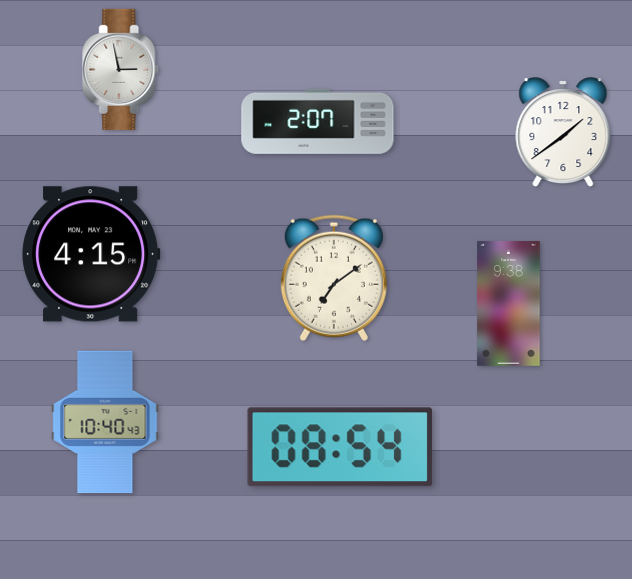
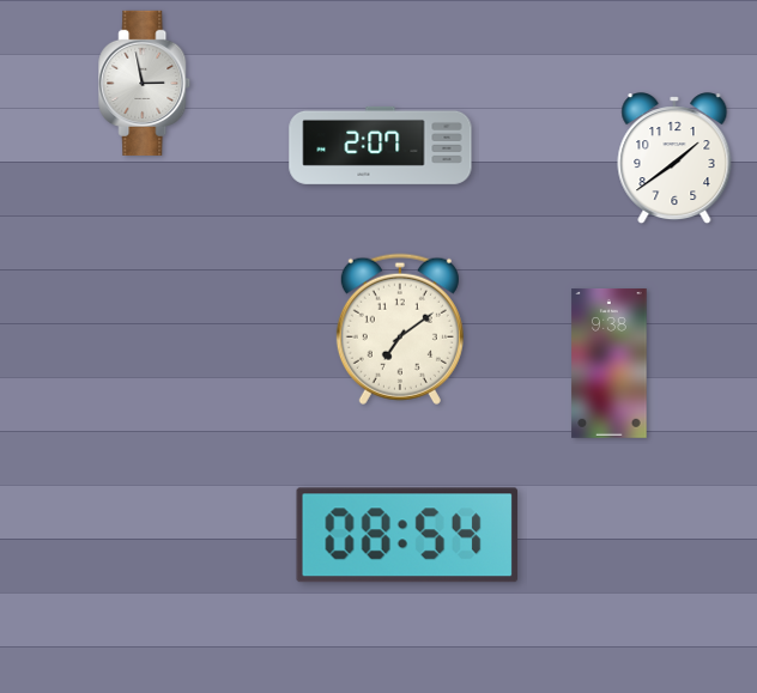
clock at (91, 254): 4:15 -> none
clock at (334, 278) position: (334, 278) -> (400, 329)
clock at (105, 422): 10:40 -> none
